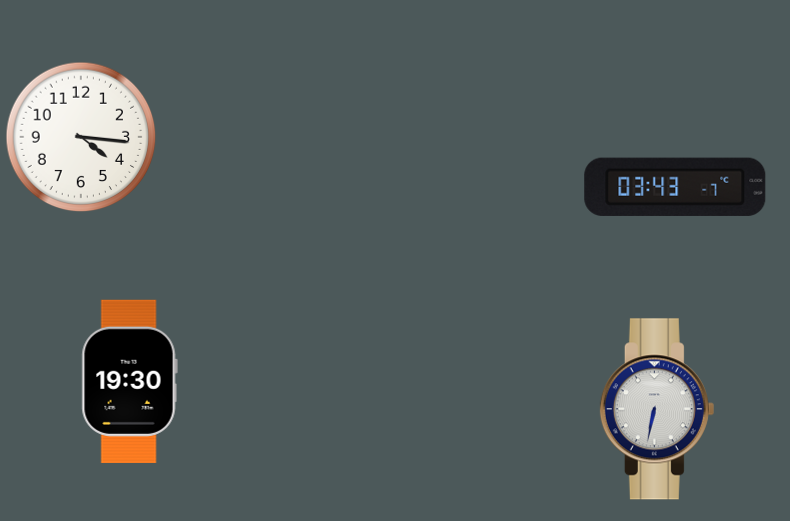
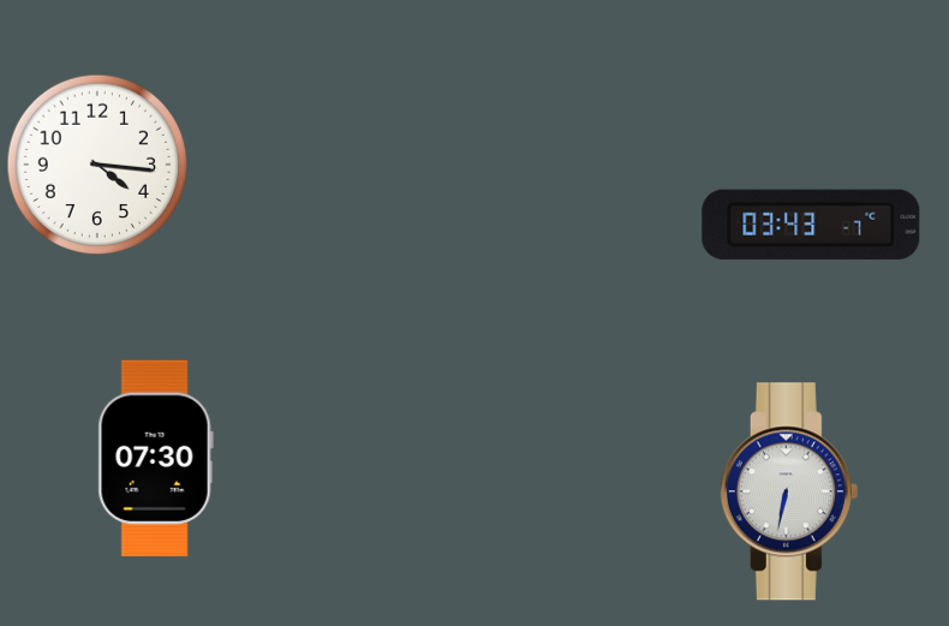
clock at (129, 381): 19:30 -> 07:30
